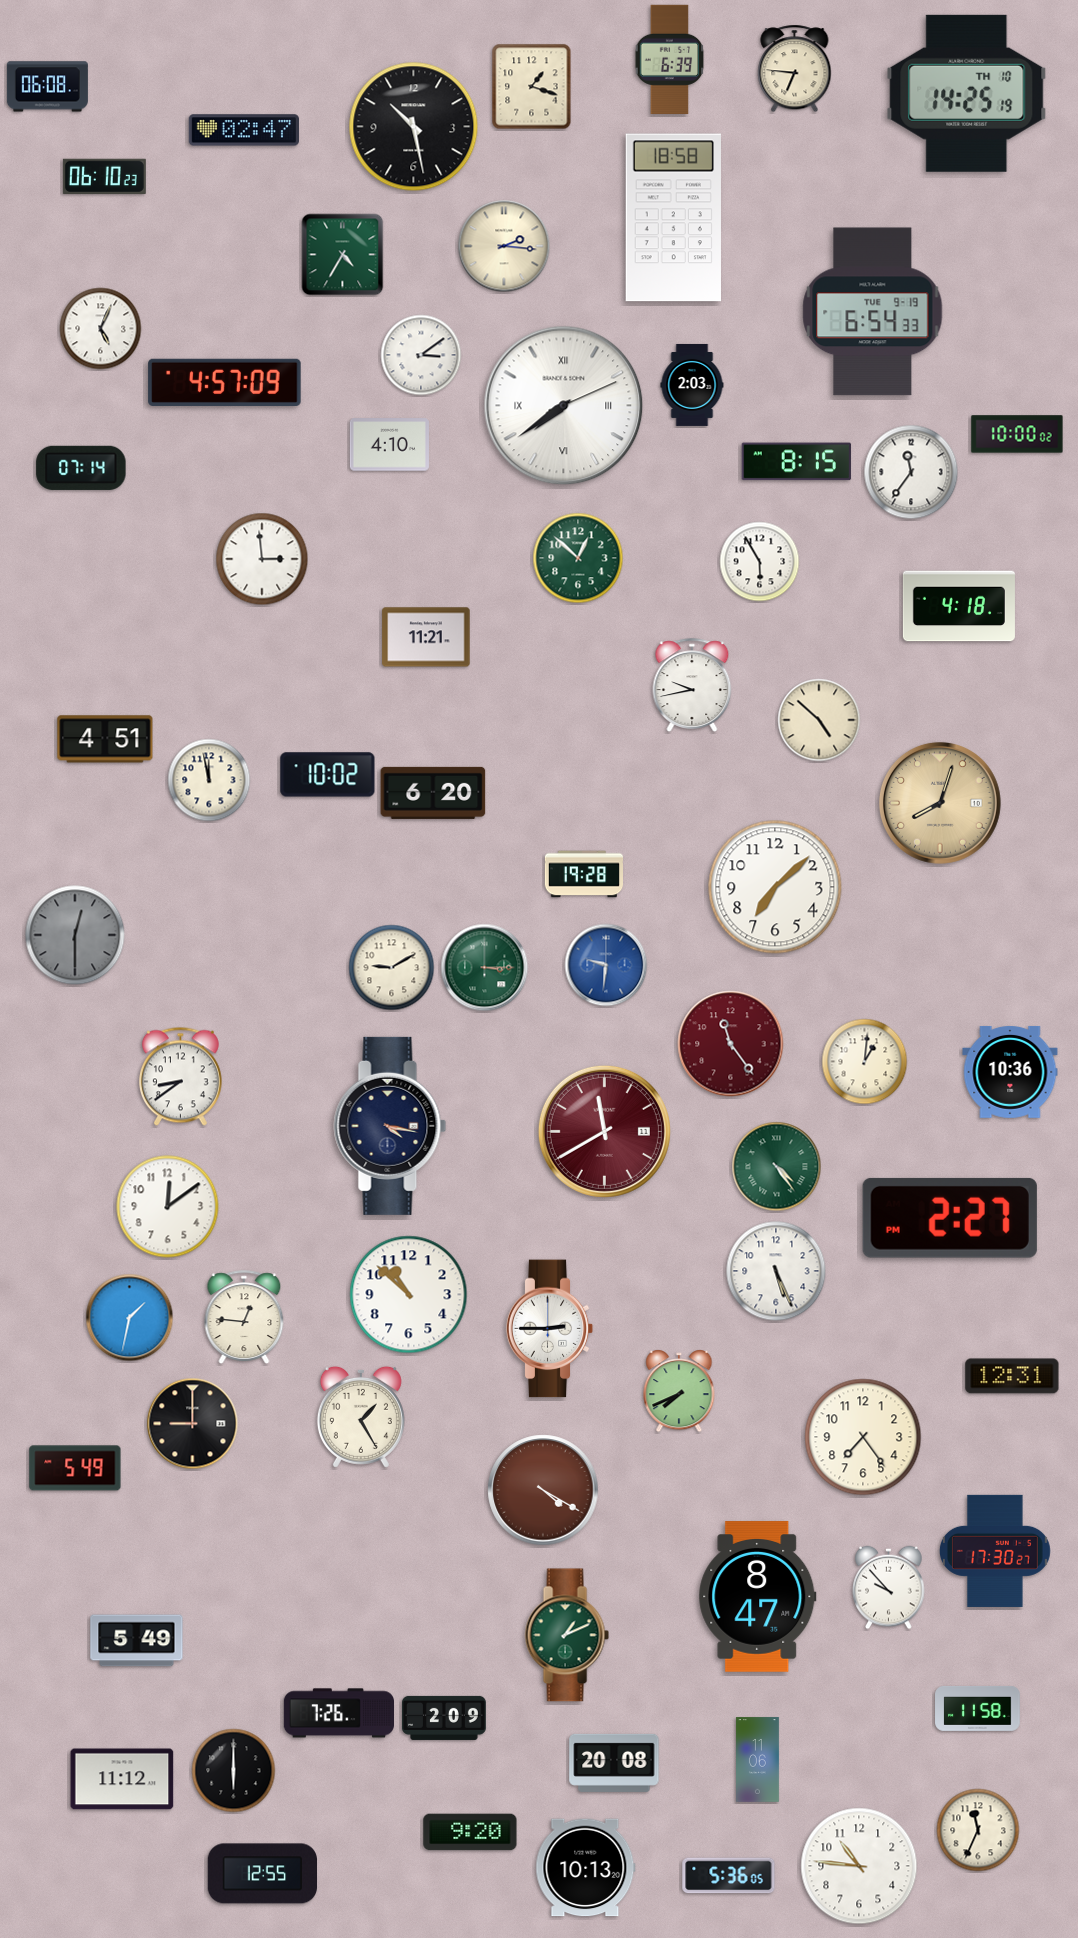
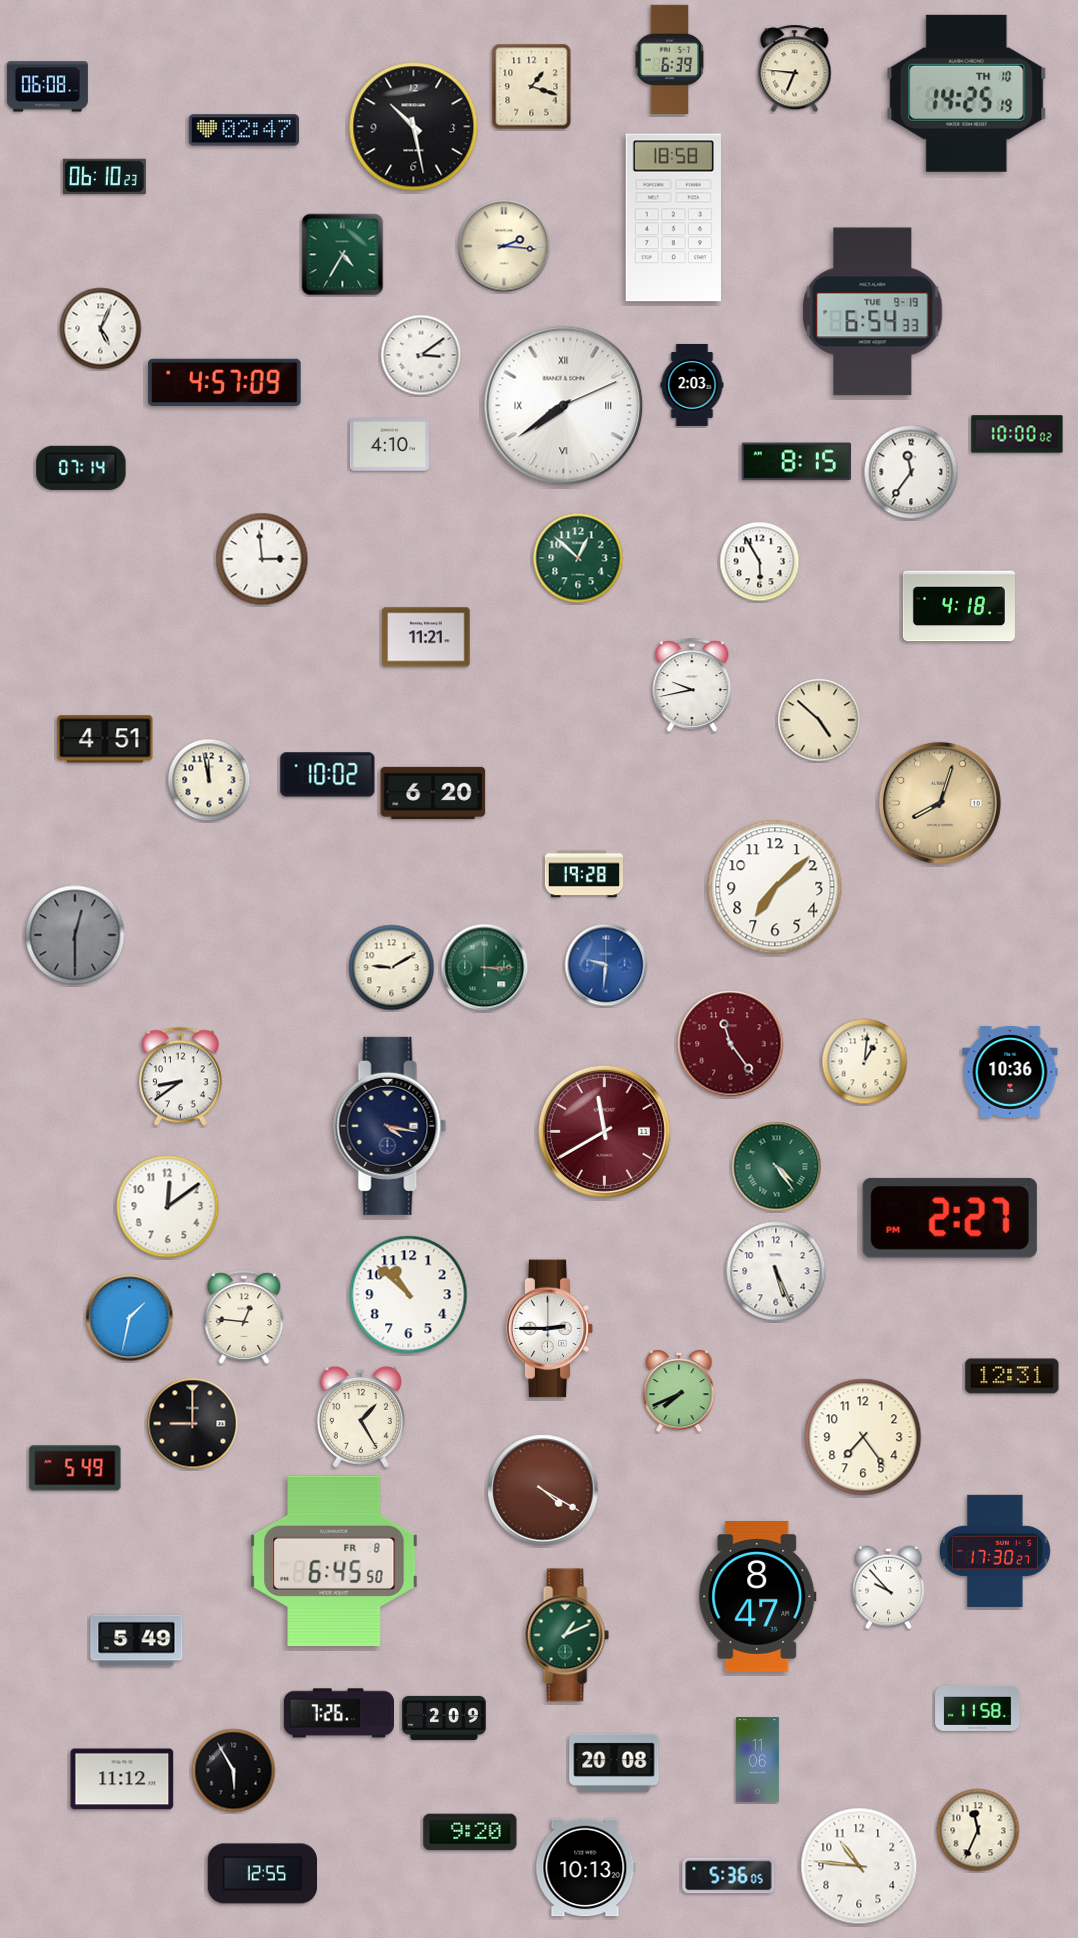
clock at (334, 1561): none -> 6:45
clock at (234, 1771): 6:00 -> 5:55
